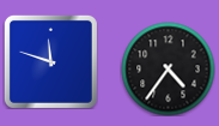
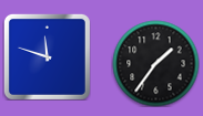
clock at (168, 68): 4:36 -> 1:36
